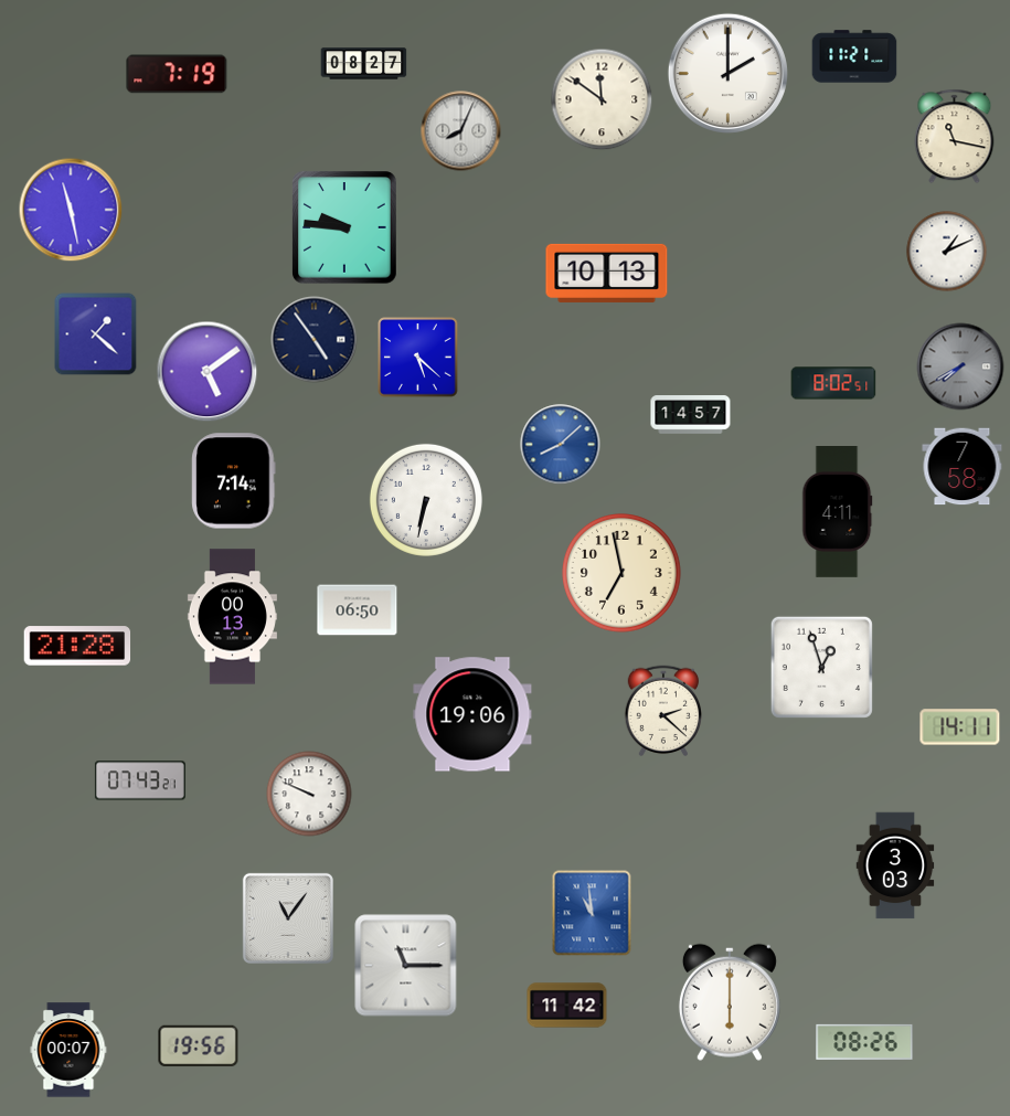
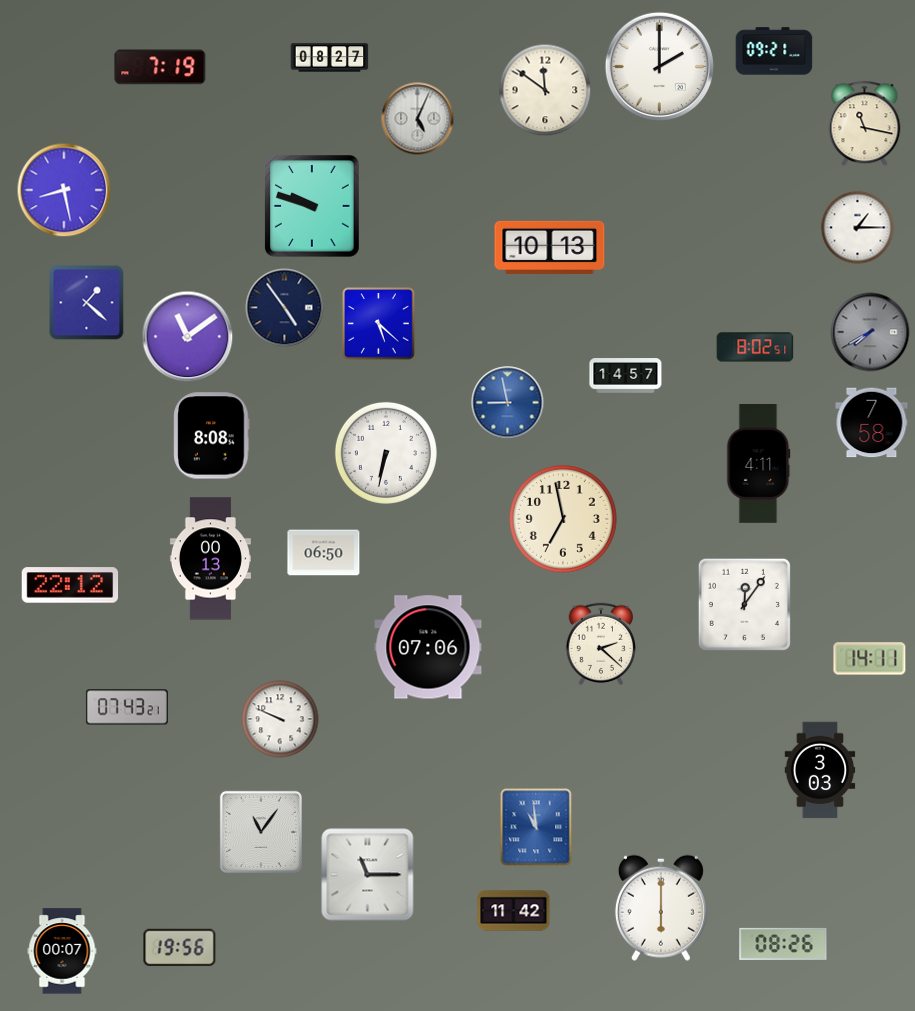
clock at (854, 56): 11:21 -> 09:21
clock at (461, 131): 8:04 -> 5:04
clock at (71, 210): 11:28 -> 8:28
clock at (345, 227): 9:46 -> 9:48
clock at (947, 252): 1:11 -> 1:15
clock at (208, 372): 5:09 -> 11:09
clock at (561, 445): 8:08 -> 8:58
clock at (234, 481): 7:14 -> 8:08
clock at (77, 646): 21:28 -> 22:12
clock at (821, 667): 12:57 -> 12:06
clock at (472, 714): 19:06 -> 07:06
clock at (895, 865) position: (895, 865) -> (820, 770)
